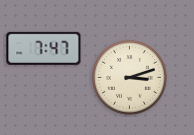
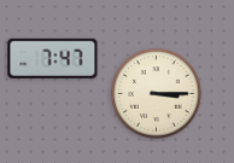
clock at (130, 78): 3:12 -> 3:15
